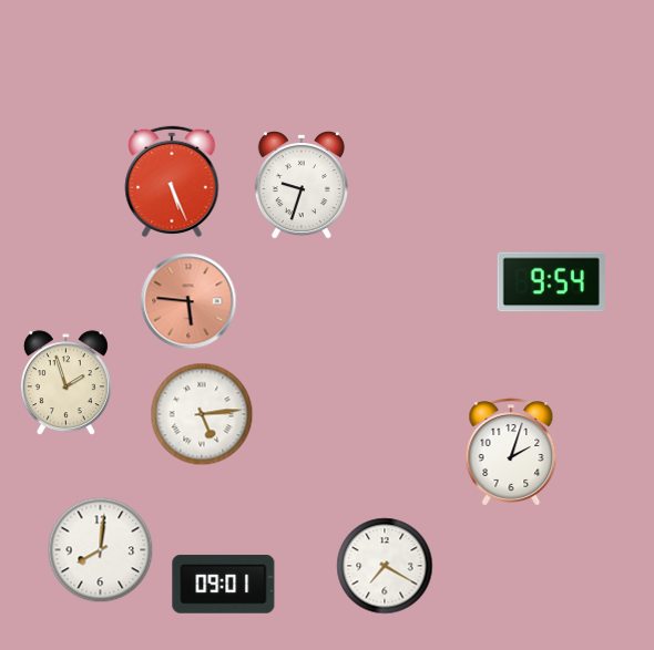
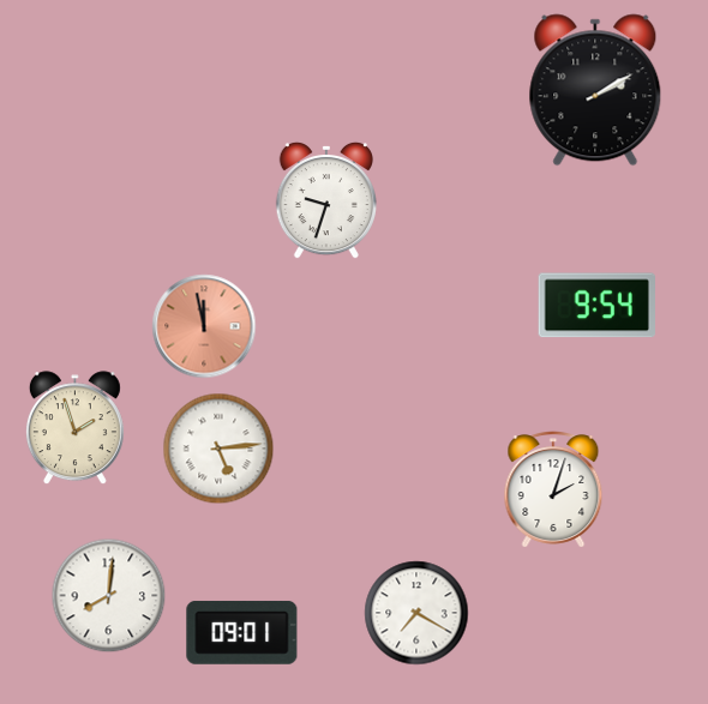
clock at (595, 90): none -> 2:10
clock at (172, 180): 5:26 -> none
clock at (188, 301): 5:46 -> 11:58
clock at (65, 383) position: (65, 383) -> (74, 428)
